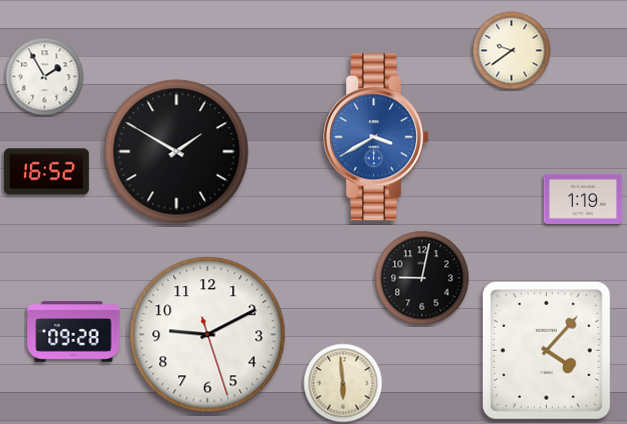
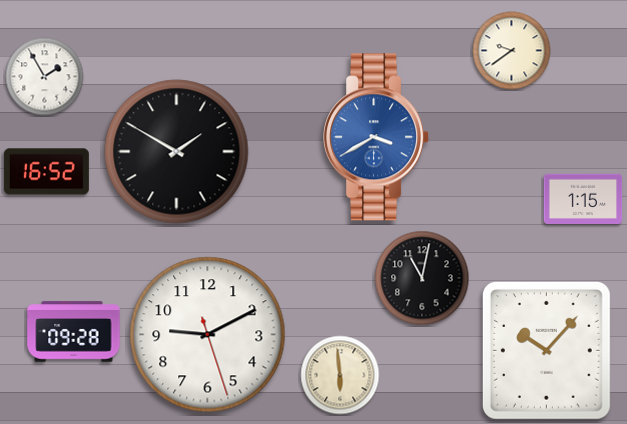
clock at (583, 199): 1:19 -> 1:15
clock at (422, 278): 9:02 -> 11:02
clock at (546, 350): 4:07 -> 10:07
clock at (343, 383) position: (343, 383) -> (340, 375)
